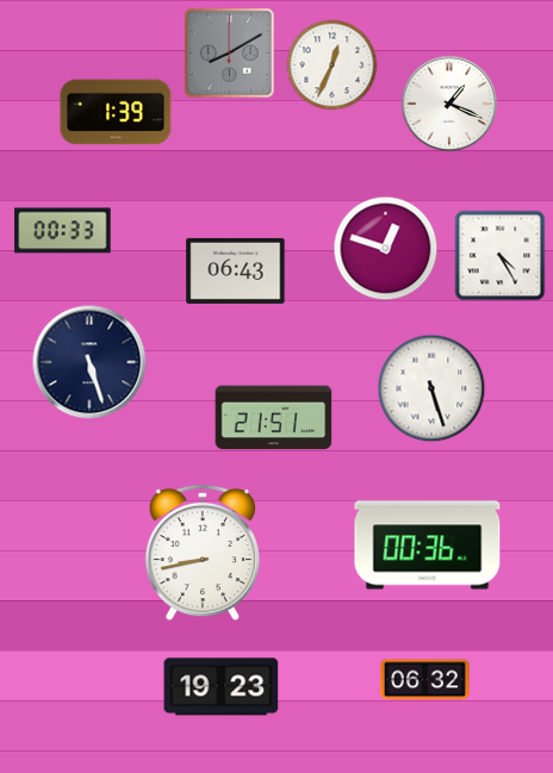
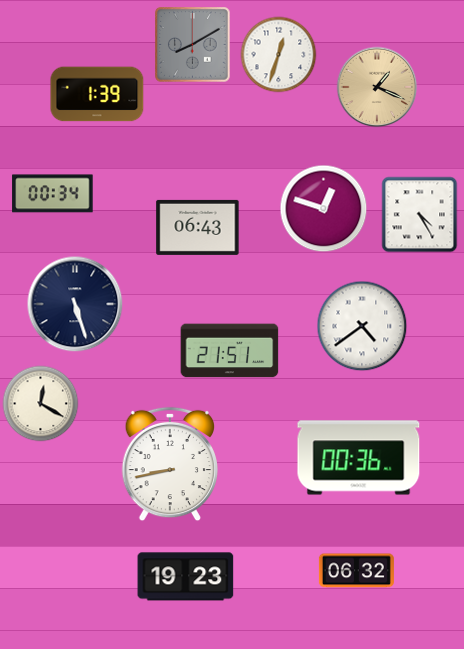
clock at (333, 66): 12:34 -> 12:33
clock at (449, 104) dial: white -> champagne
clock at (63, 231): 00:33 -> 00:34
clock at (431, 388): 5:27 -> 4:39
clock at (41, 404): none -> 12:20
